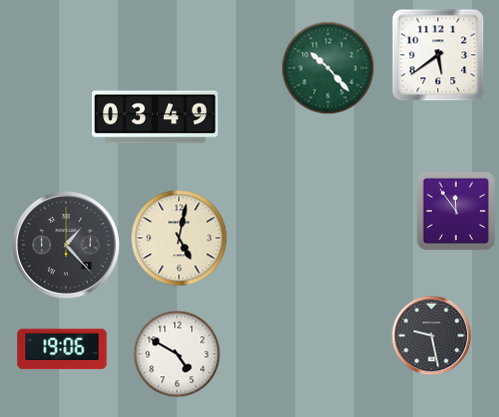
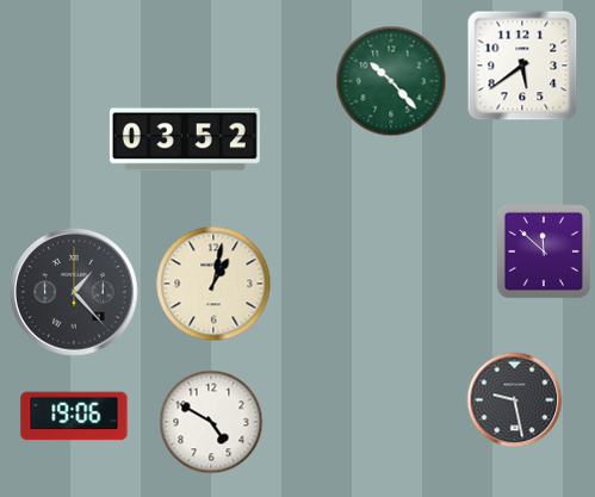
clock at (155, 117): 03:49 -> 03:52
clock at (455, 210): 11:54 -> 11:52
clock at (179, 238): 5:02 -> 1:02
clock at (67, 246) position: (67, 246) -> (75, 293)
